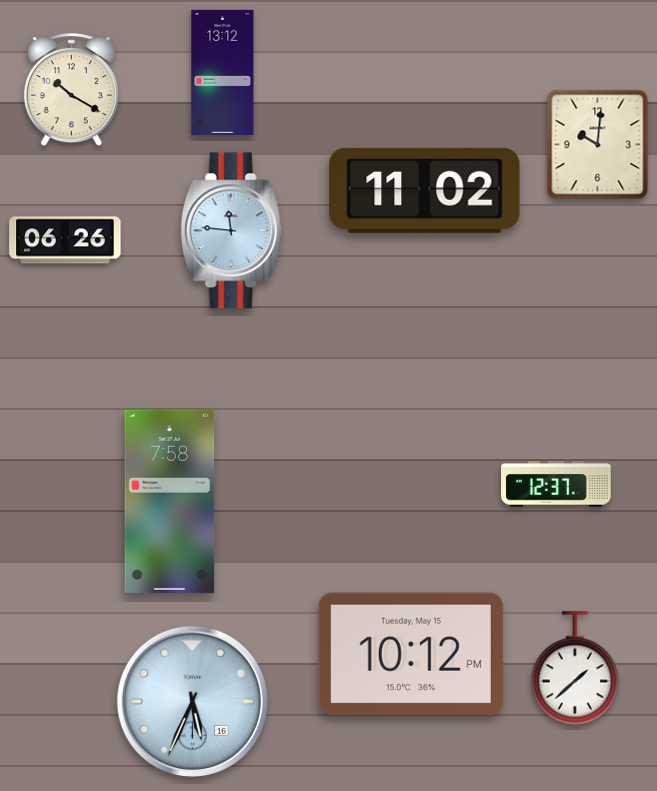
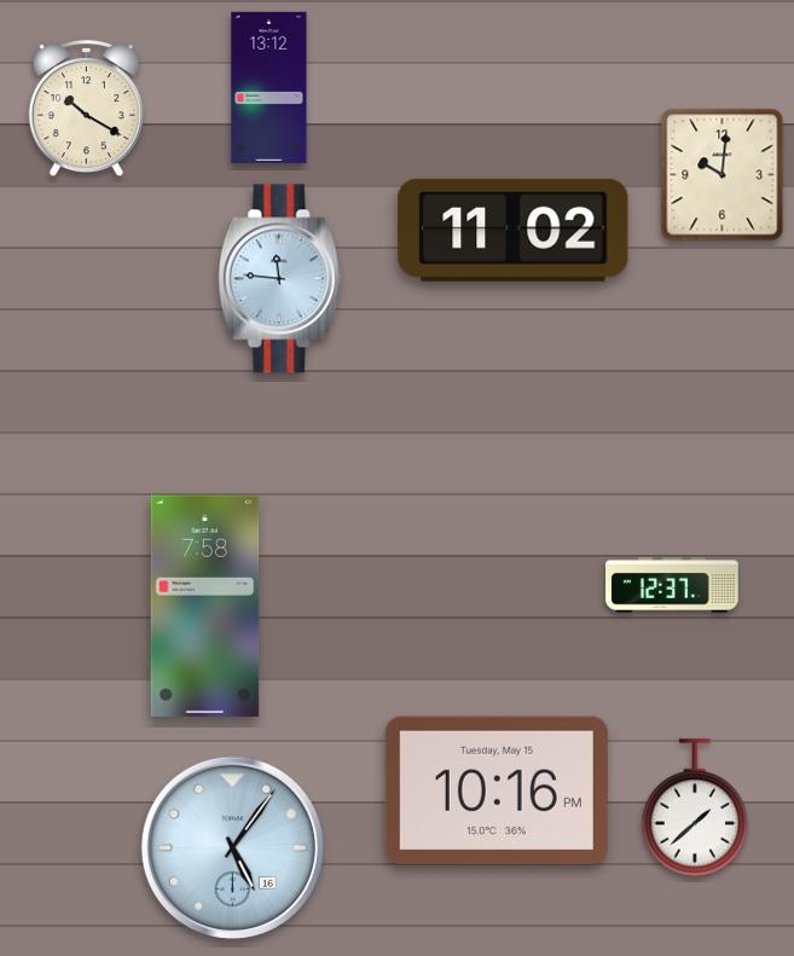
clock at (65, 240): 06:26 -> none
clock at (411, 653): 10:12 -> 10:16
clock at (192, 701): 5:34 -> 5:06
